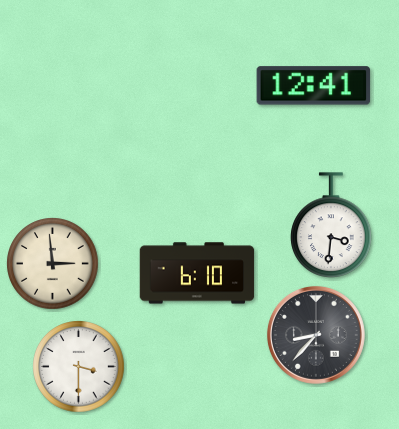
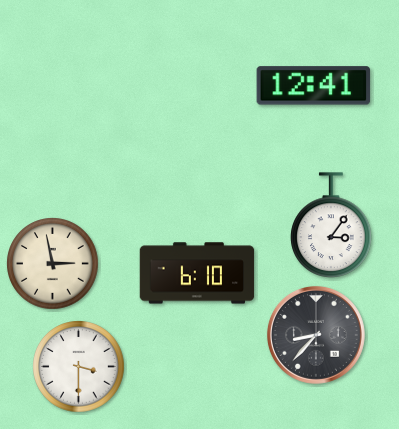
clock at (331, 225): 3:31 -> 3:06
clock at (53, 264): 2:59 -> 2:58
